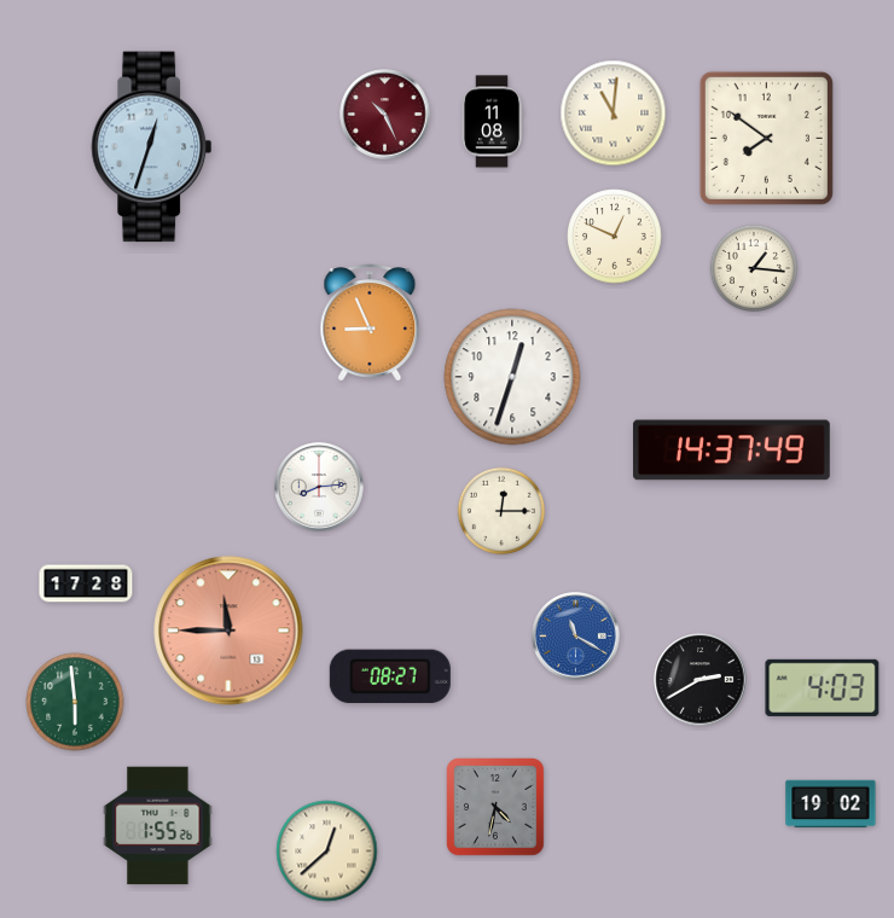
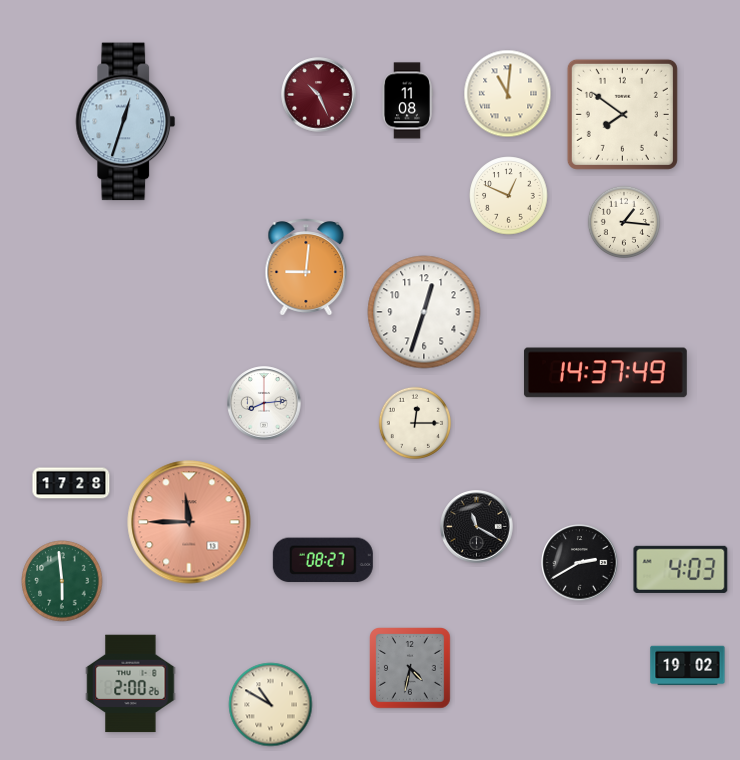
clock at (766, 138) position: (766, 138) -> (622, 114)
clock at (370, 323): 8:56 -> 9:01
clock at (576, 637) dial: blue -> black
clock at (158, 826): 1:55 -> 2:00
clock at (327, 852): 12:38 -> 10:50
